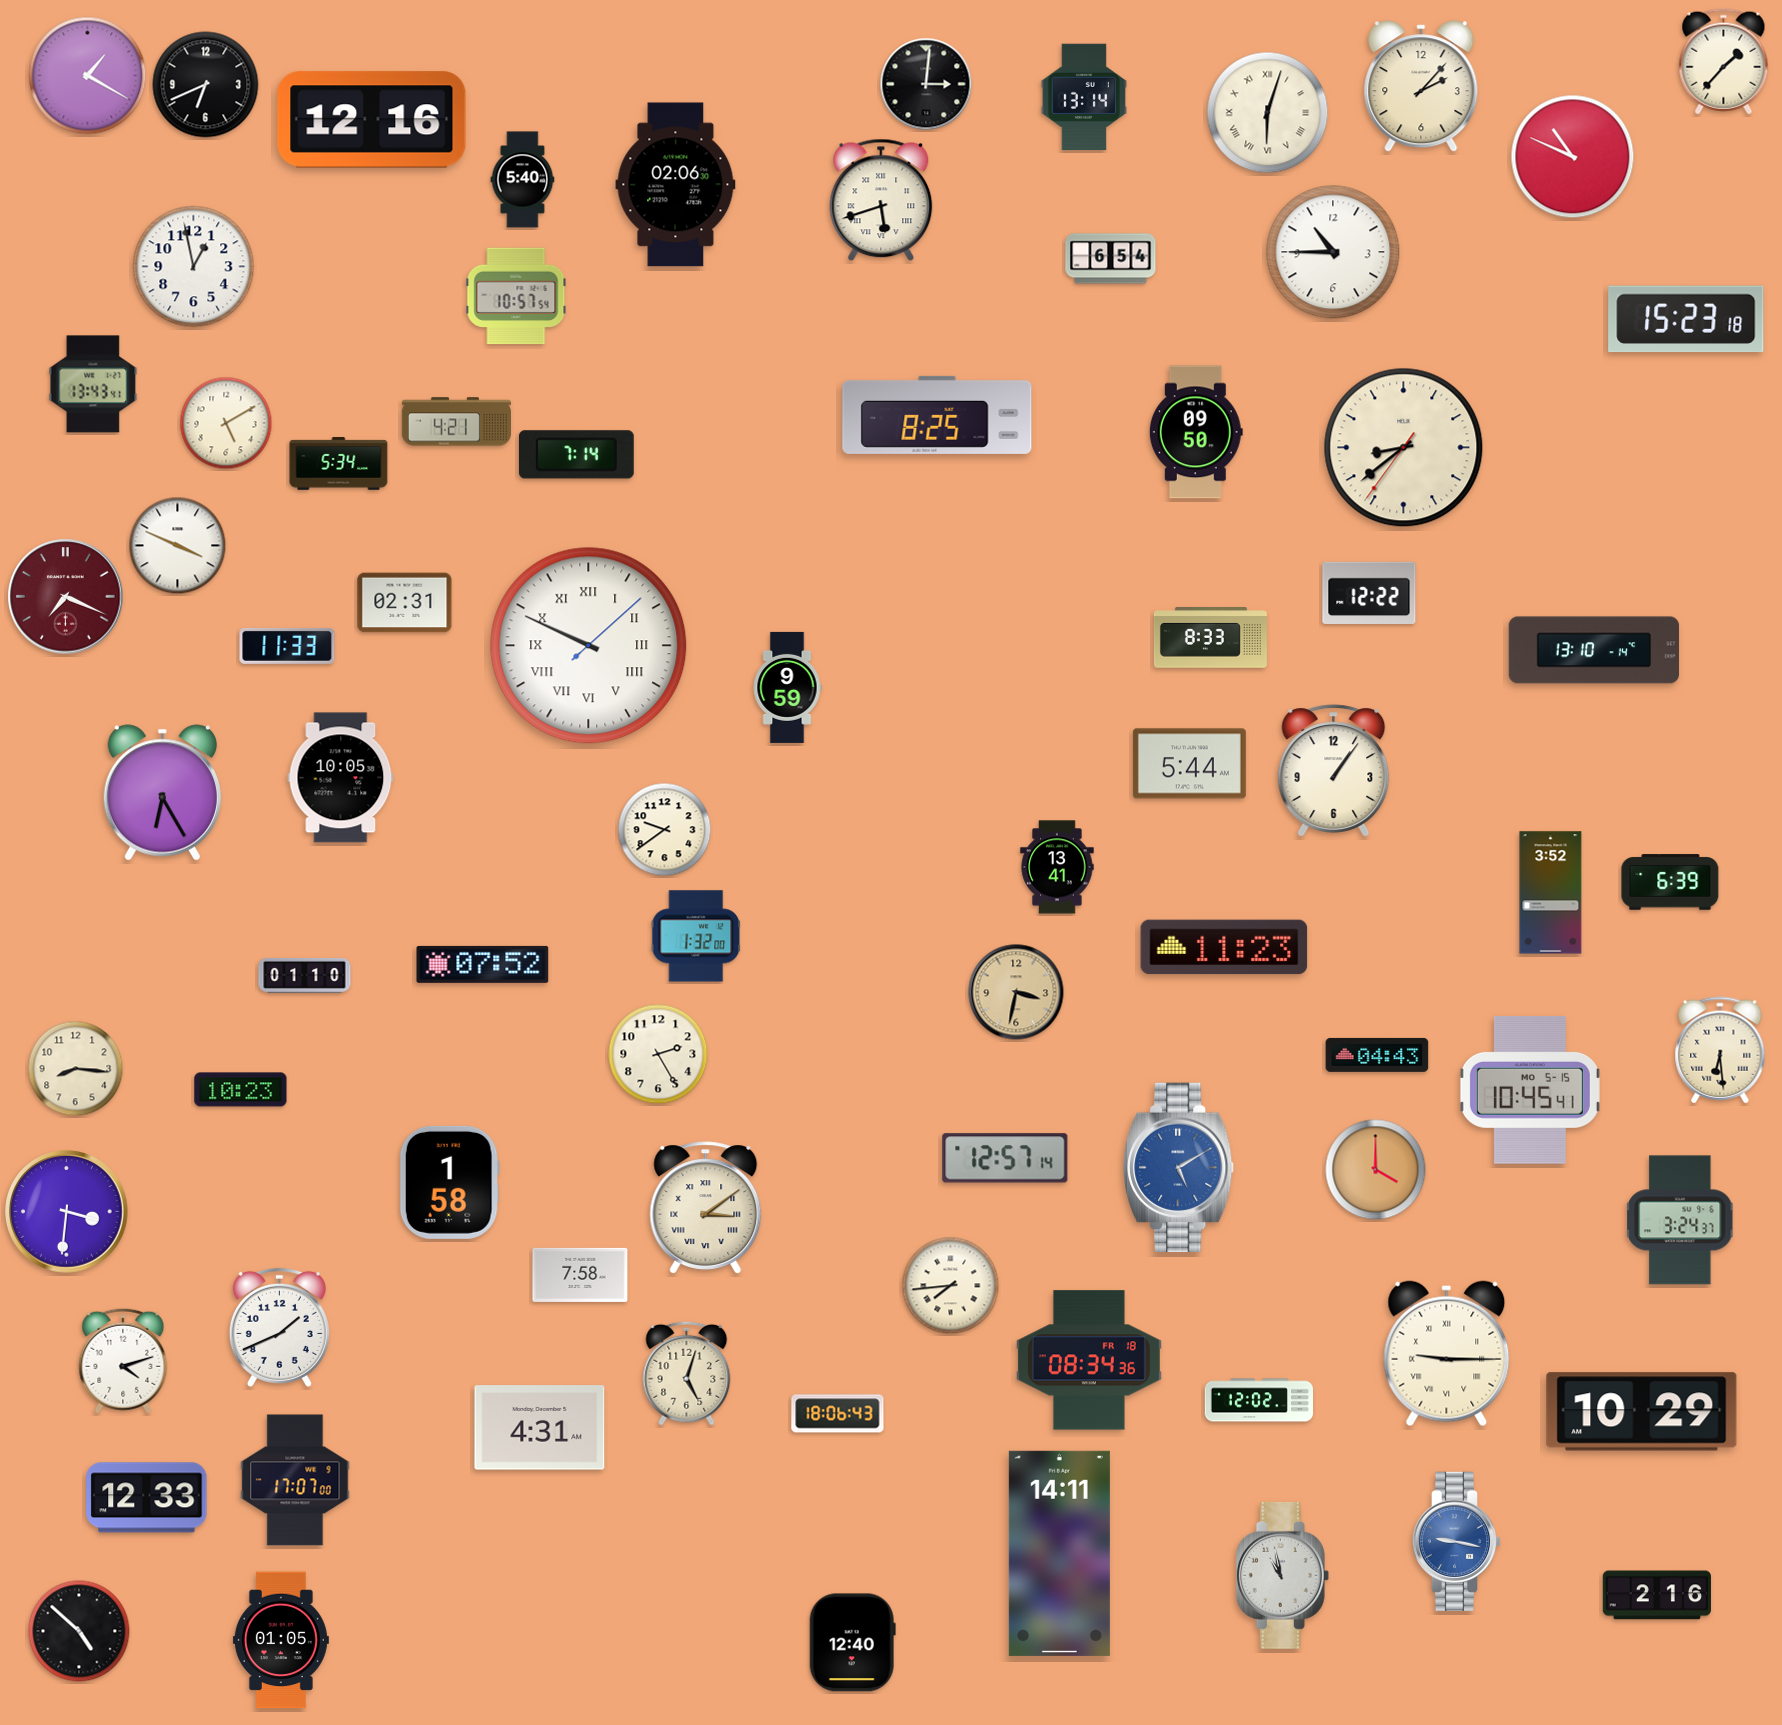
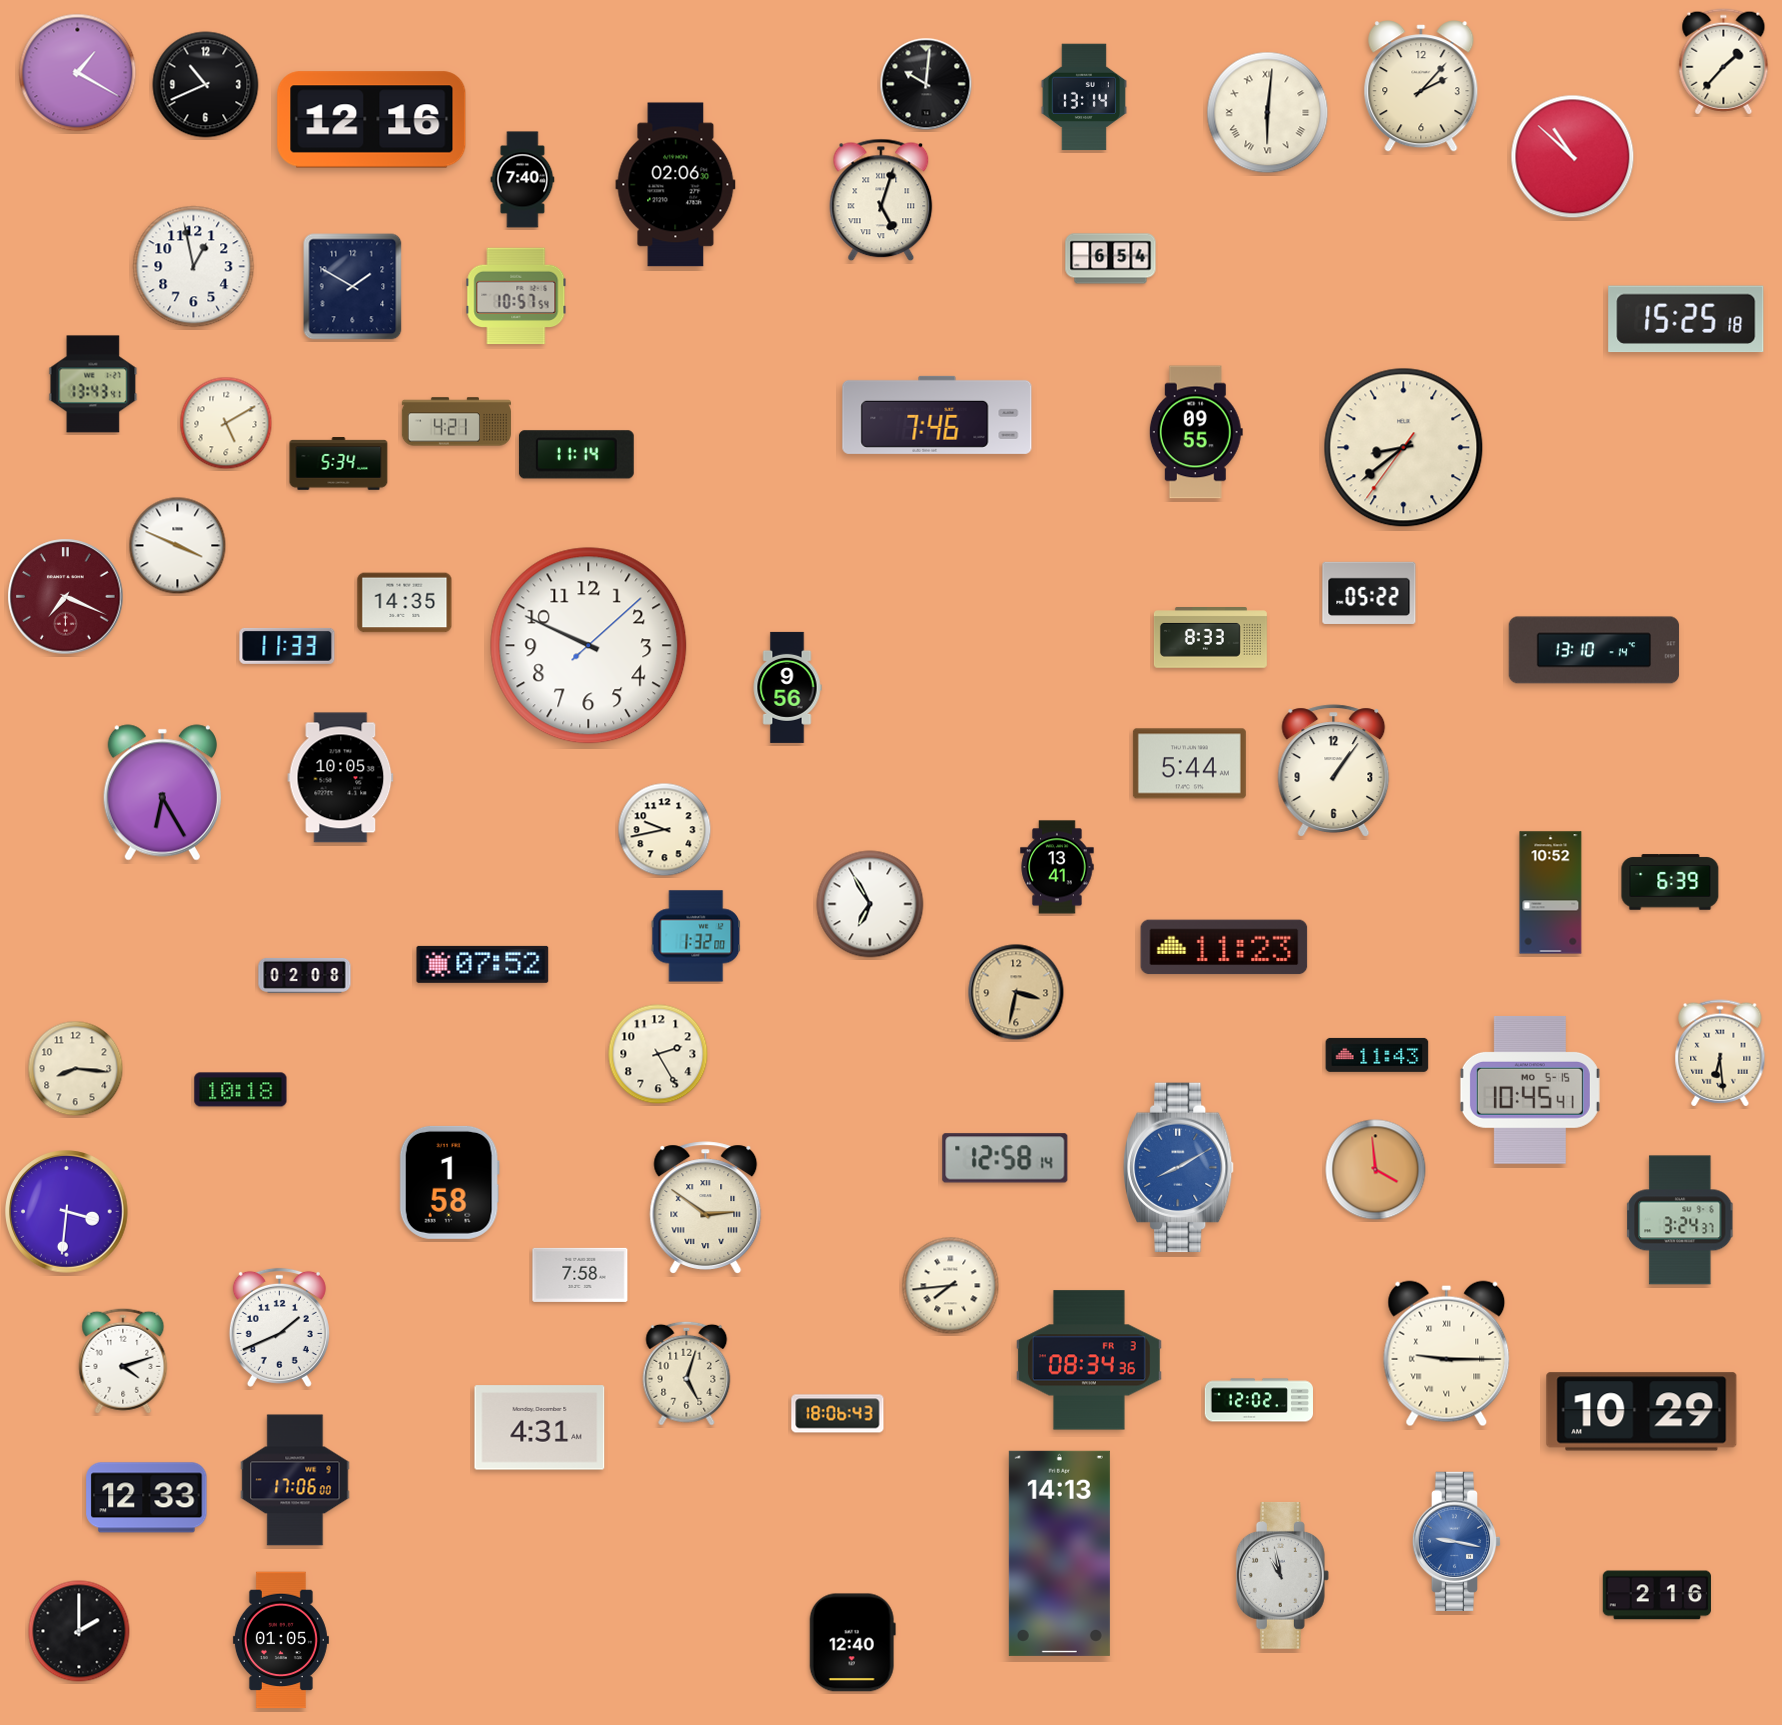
clock at (88, 76) position: (88, 76) -> (78, 73)
clock at (926, 84): 3:01 -> 10:01
clock at (206, 85): 6:41 -> 10:41
clock at (1268, 113): 6:03 -> 6:01
clock at (1573, 157): 10:49 -> 10:52
clock at (523, 180): 5:40 -> 7:40
clock at (881, 200): 5:42 -> 5:03
clock at (1333, 252): 10:45 -> none
clock at (353, 287): none -> 1:50
clock at (1686, 319): 15:23 -> 15:25
clock at (937, 415): 8:25 -> 7:46
clock at (1196, 432): 09:50 -> 09:55
clock at (576, 455): 7:14 -> 11:14
clock at (1369, 593): 12:22 -> 05:22
clock at (405, 603): 02:31 -> 14:35
clock at (589, 646) numerals: Roman -> Arabic
clock at (787, 687): 9:59 -> 9:56
clock at (665, 830): 9:39 -> 9:43
clock at (1551, 893): 3:52 -> 10:52
clock at (870, 904): none -> 6:55
clock at (305, 975): 01:10 -> 02:08
clock at (1720, 1050) position: (1720, 1050) -> (1720, 1053)
clock at (1377, 1055): 04:43 -> 11:43
clock at (241, 1090): 10:23 -> 10:18
clock at (1005, 1158): 12:57 -> 12:58
clock at (1179, 1168): 5:10 -> 8:10
clock at (1376, 1170): 4:00 -> 3:59
clock at (706, 1208): 3:09 -> 2:51
clock at (1089, 1360) date: FR 18 -> FR 3
clock at (295, 1480): 17:07 -> 17:06
clock at (1059, 1553): 14:11 -> 14:13
clock at (79, 1631): 4:52 -> 2:00
